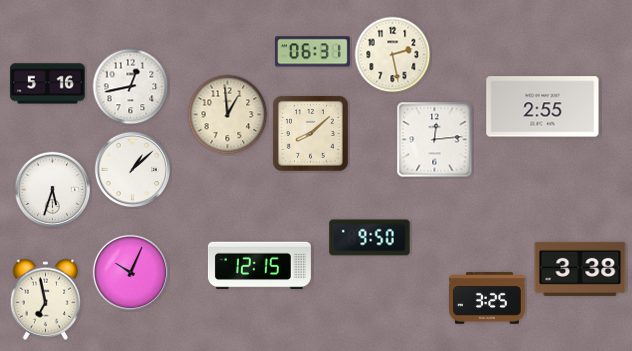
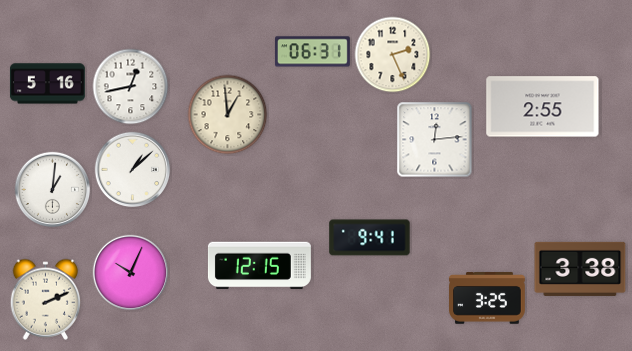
clock at (393, 55): 2:28 -> 2:26
clock at (310, 133): 8:08 -> none
clock at (53, 190): 5:33 -> 1:01
clock at (370, 238): 9:50 -> 9:41
clock at (46, 299): 6:58 -> 2:11
